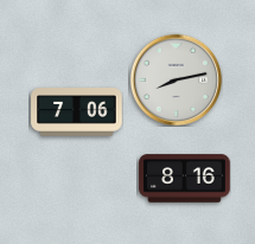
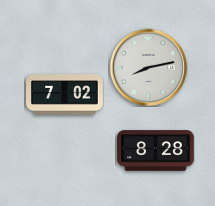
clock at (77, 113): 7:06 -> 7:02
clock at (185, 179): 8:16 -> 8:28
